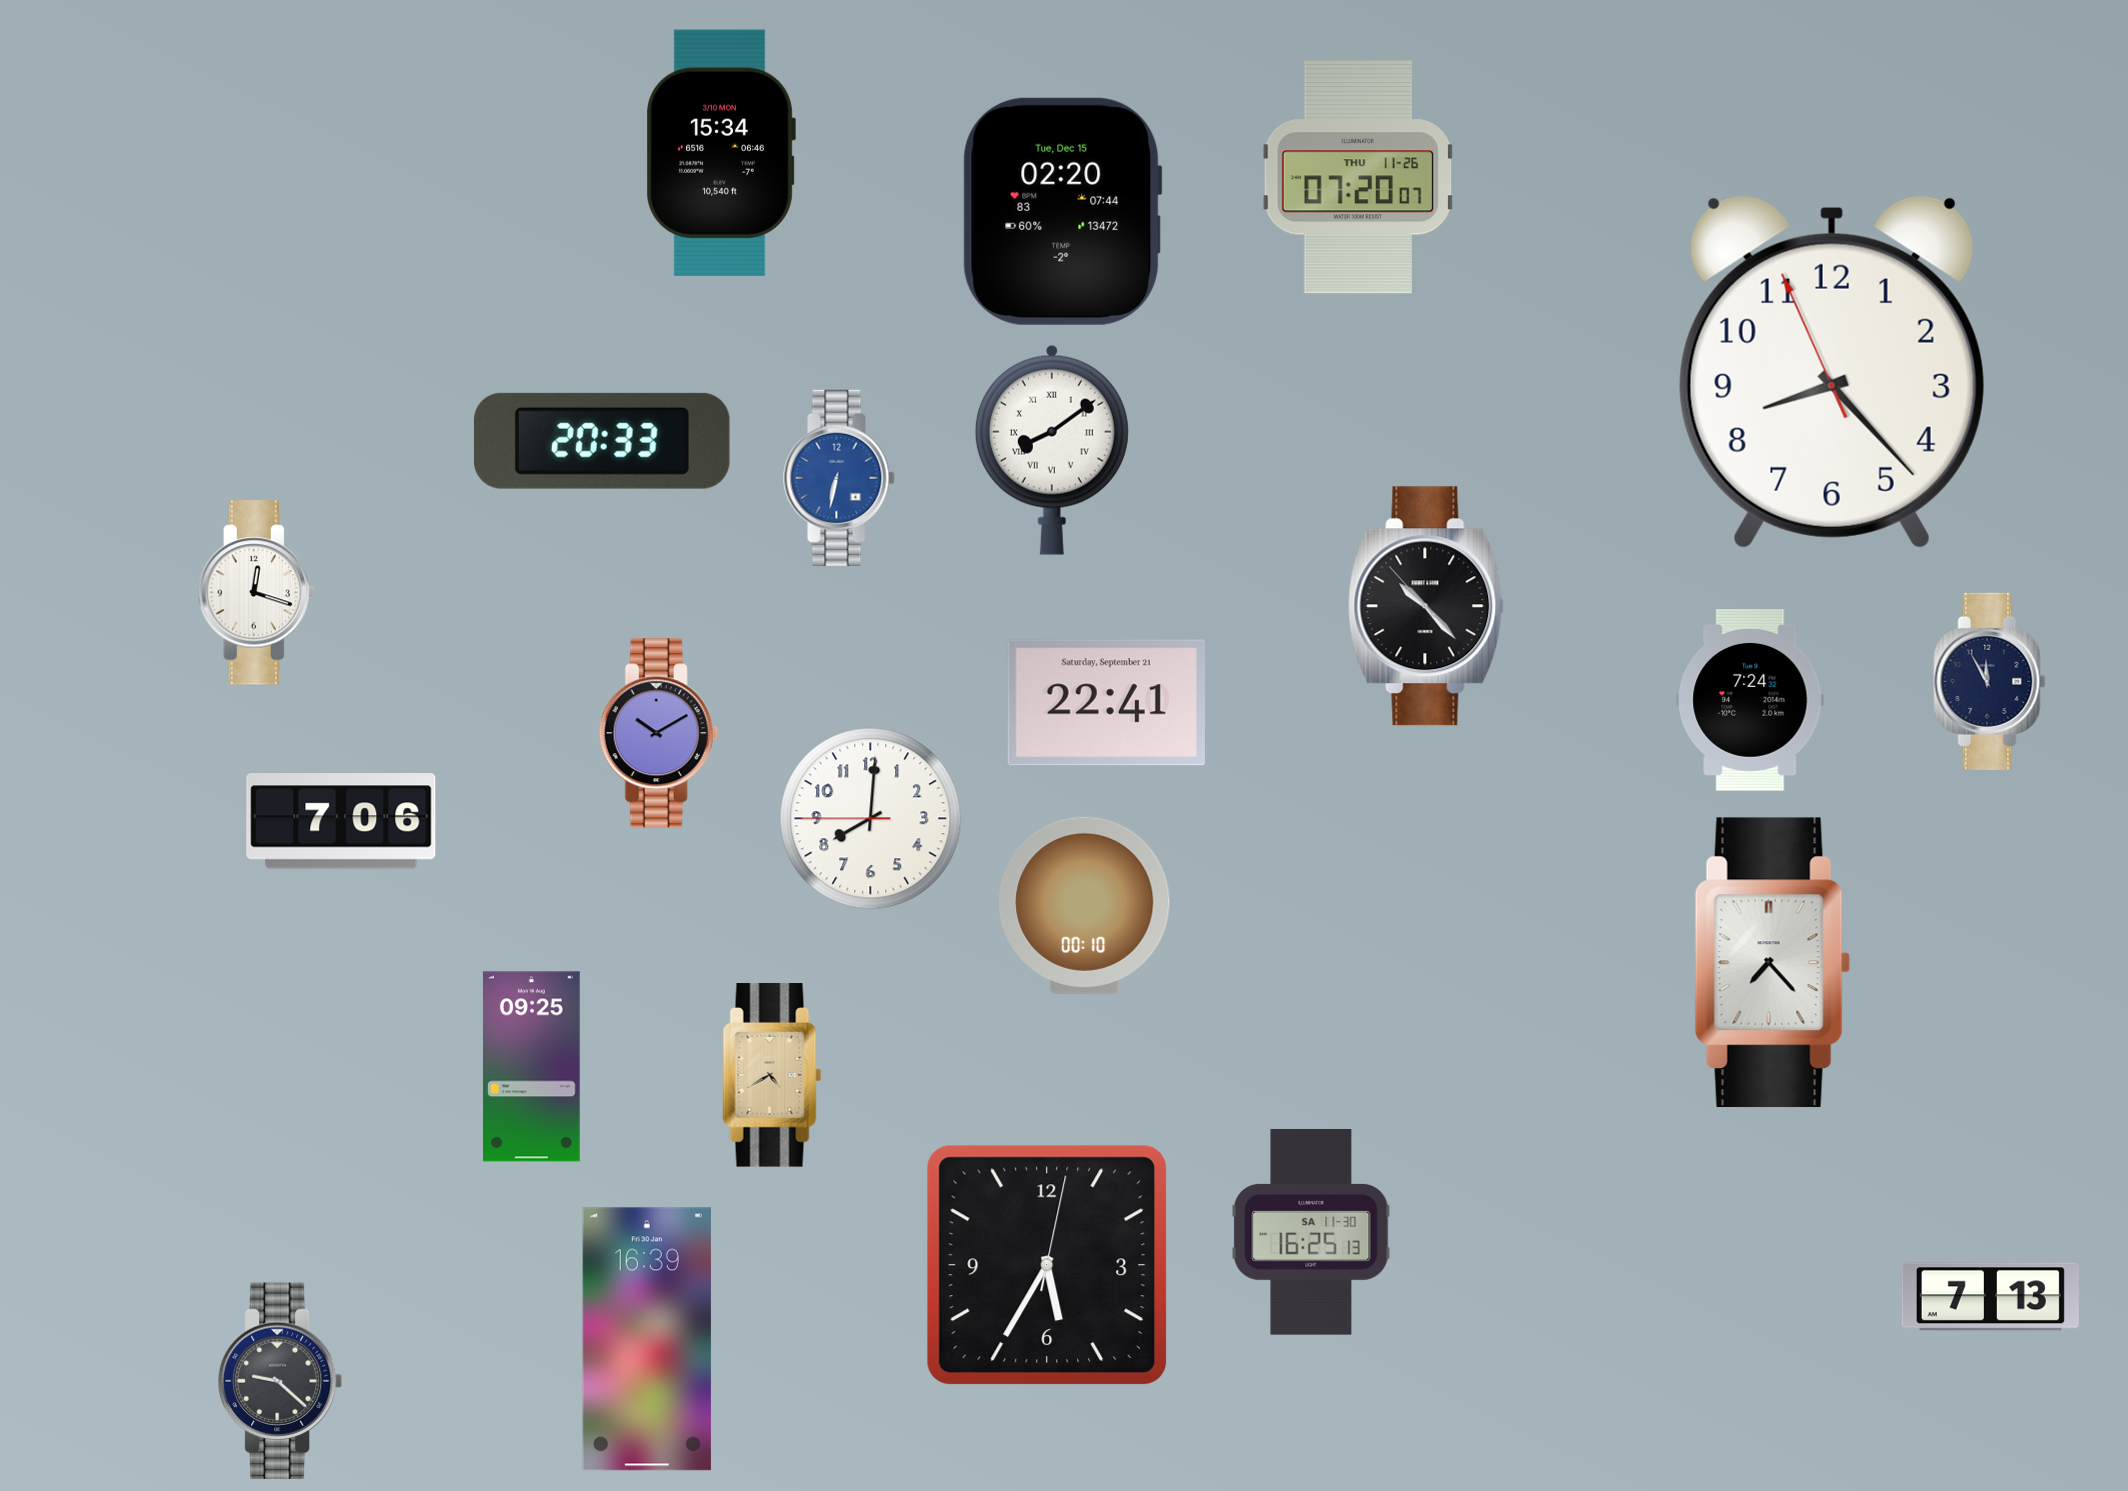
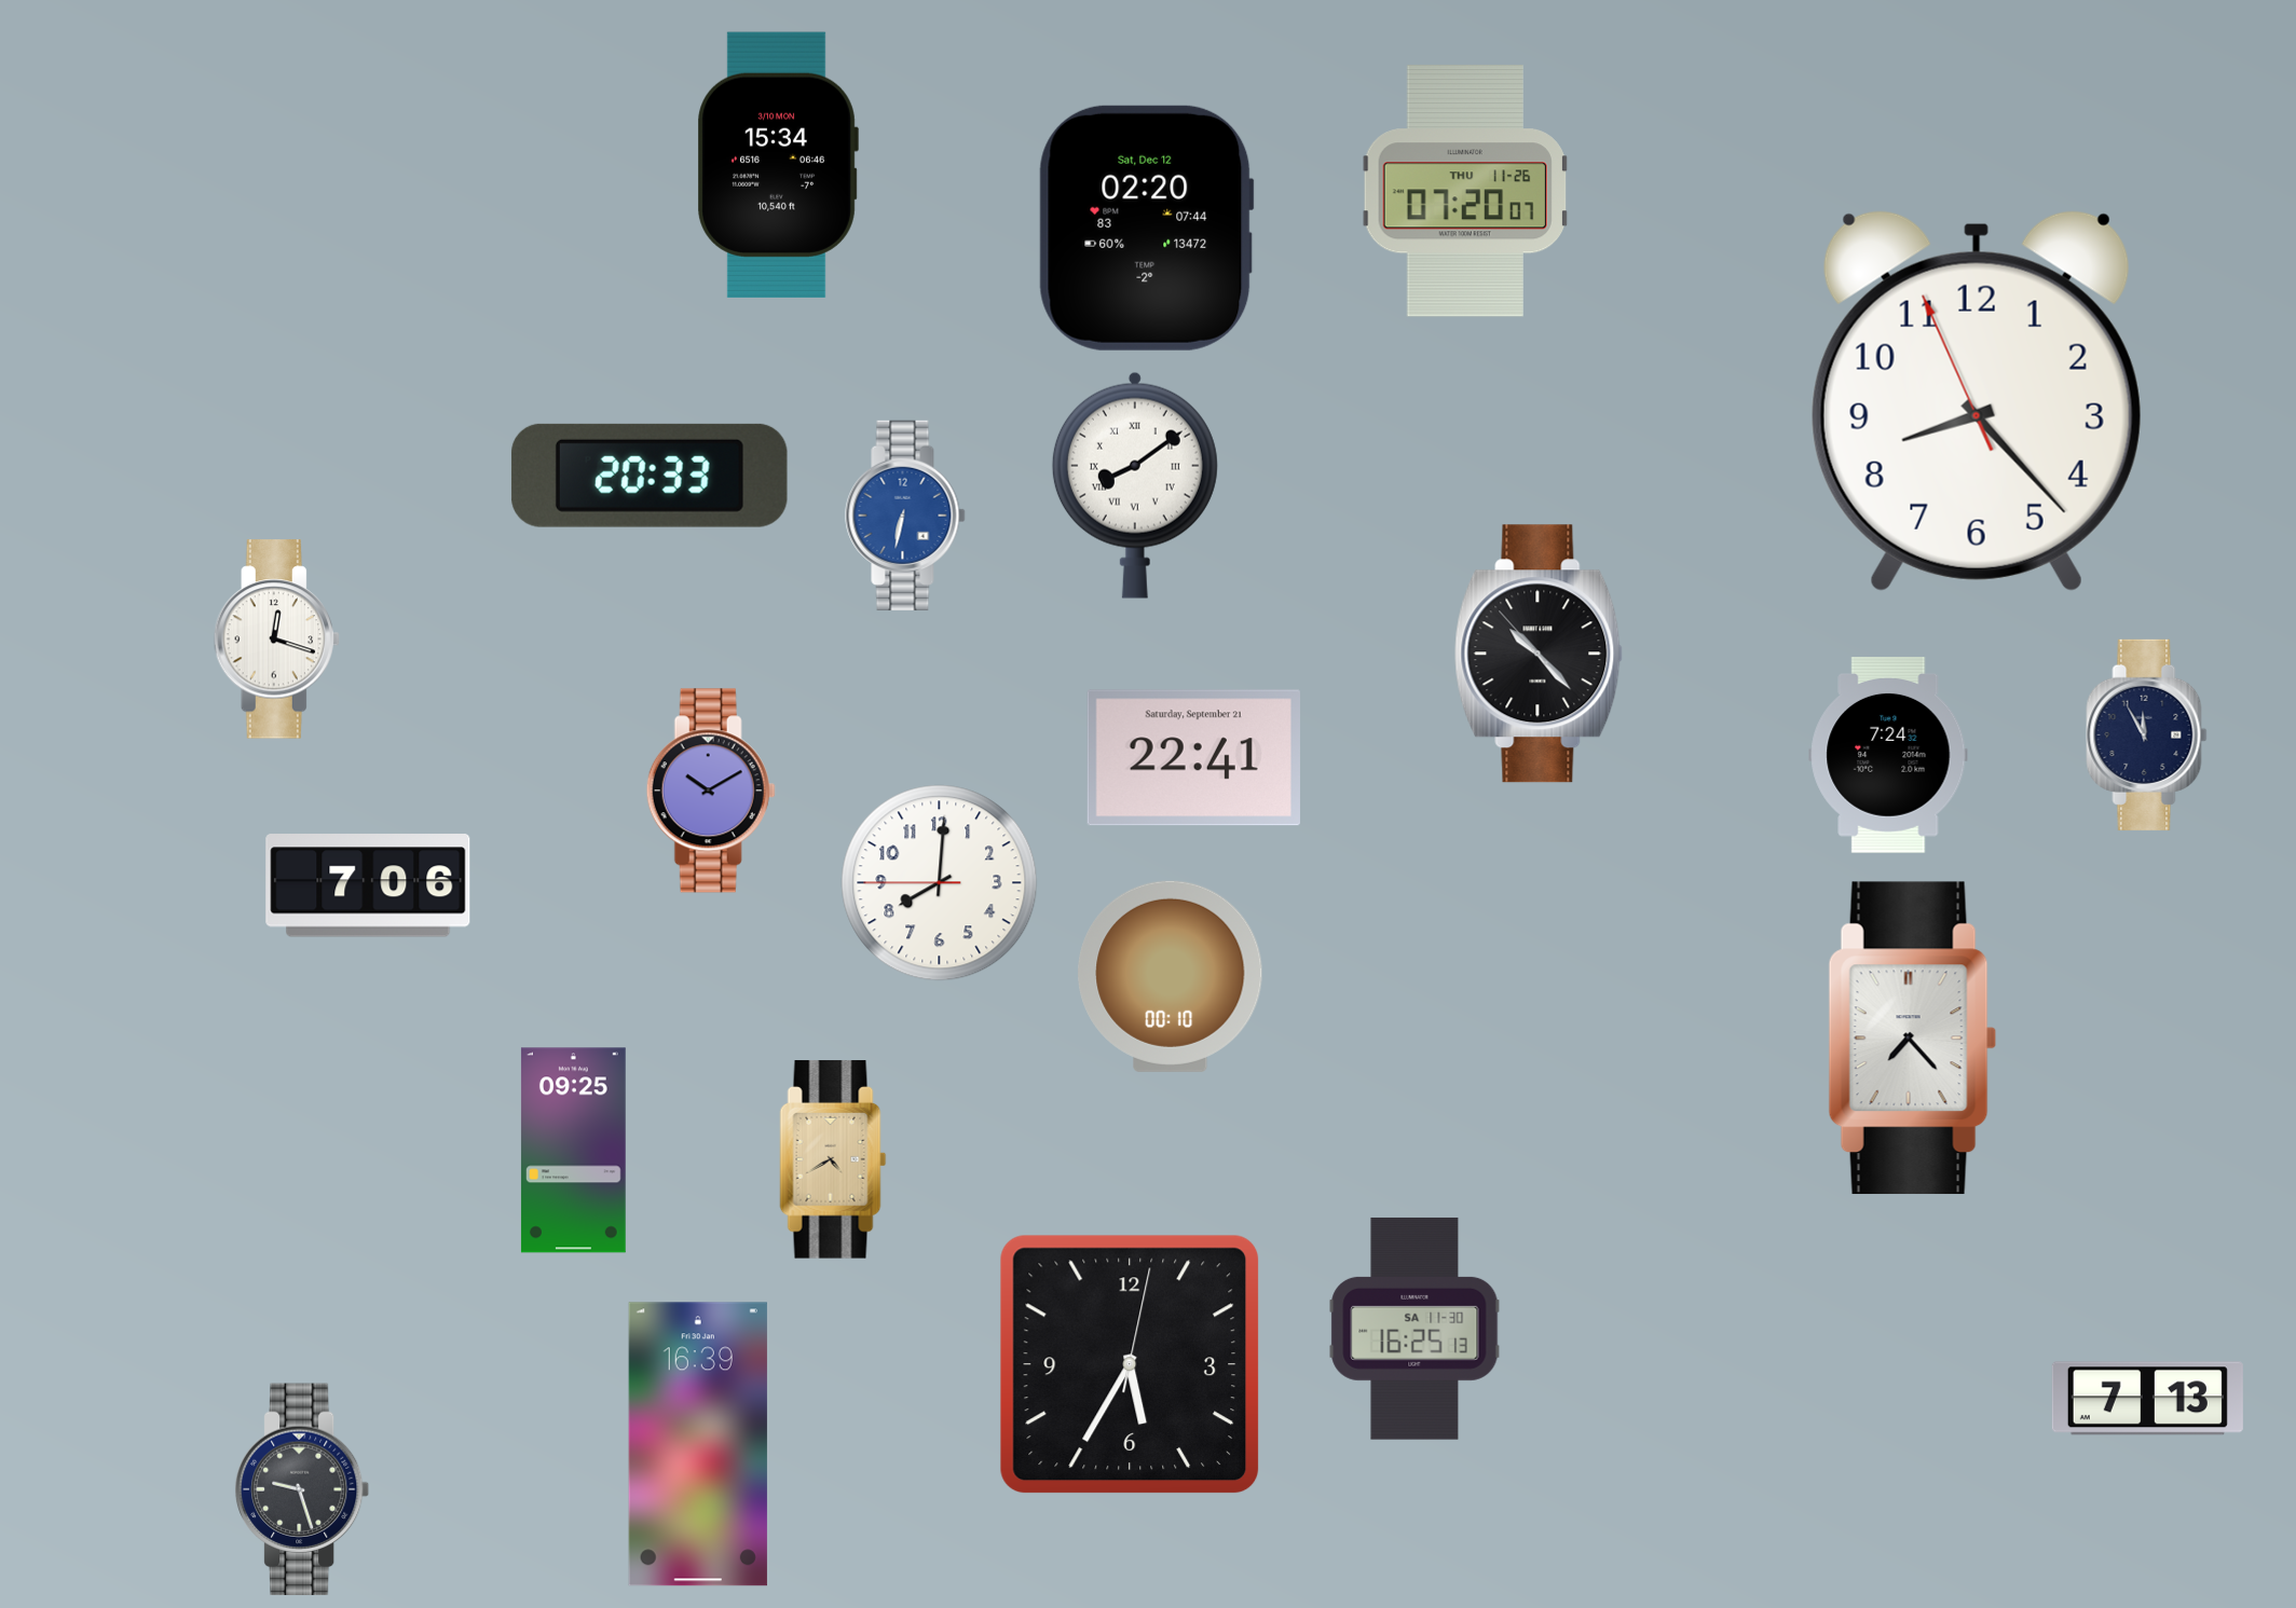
clock at (1062, 211) date: Tue, Dec 15 -> Sat, Dec 12
clock at (280, 1381): 9:22 -> 9:27
